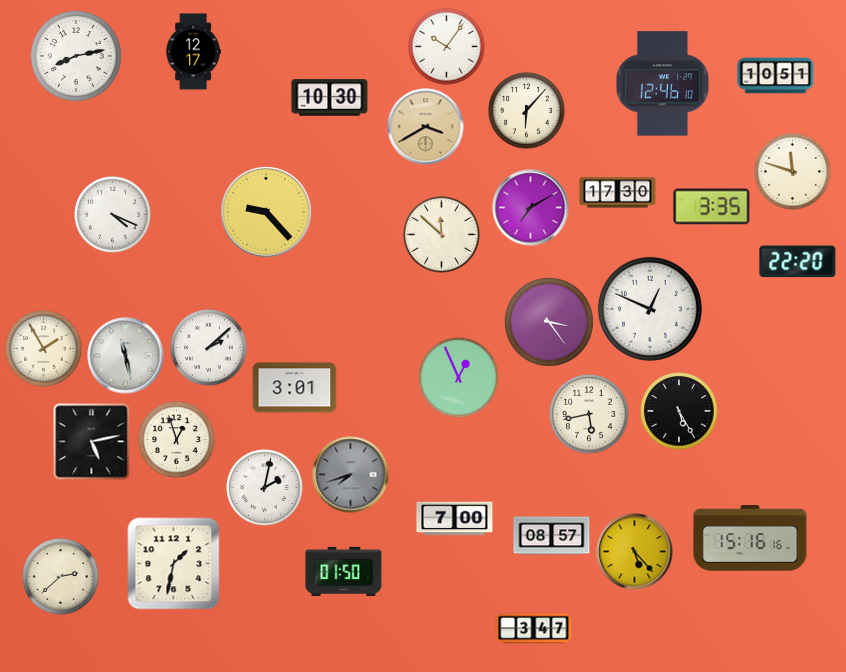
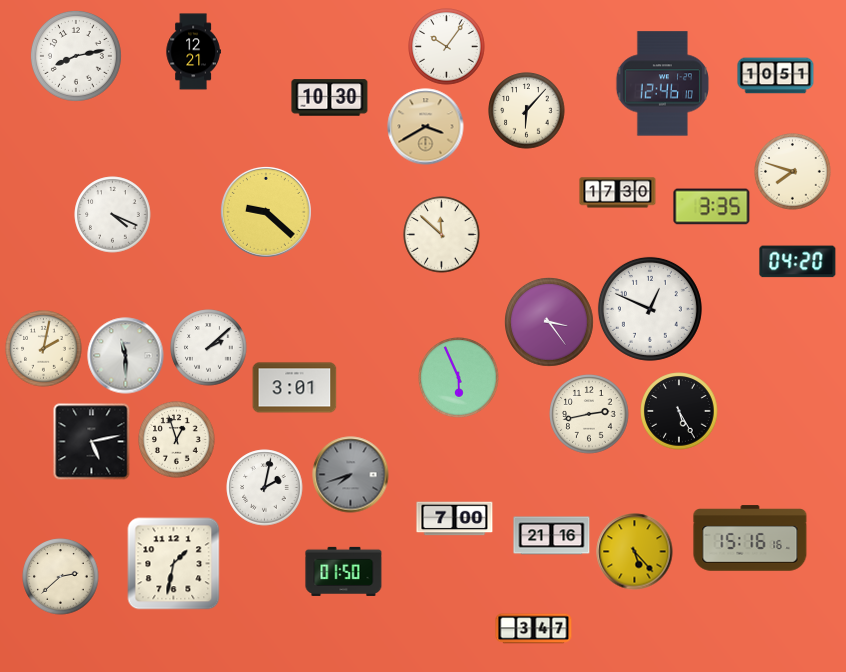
clock at (193, 52): 12:17 -> 12:21
clock at (793, 172): 11:48 -> 7:48
clock at (531, 208): 7:10 -> none
clock at (266, 212): 9:23 -> 9:22
clock at (798, 262): 22:20 -> 04:20
clock at (44, 349): 1:55 -> 2:02
clock at (126, 356): 11:28 -> 11:30
clock at (459, 378): 12:56 -> 5:56
clock at (589, 414): 5:43 -> 2:43
clock at (552, 536): 08:57 -> 21:16
